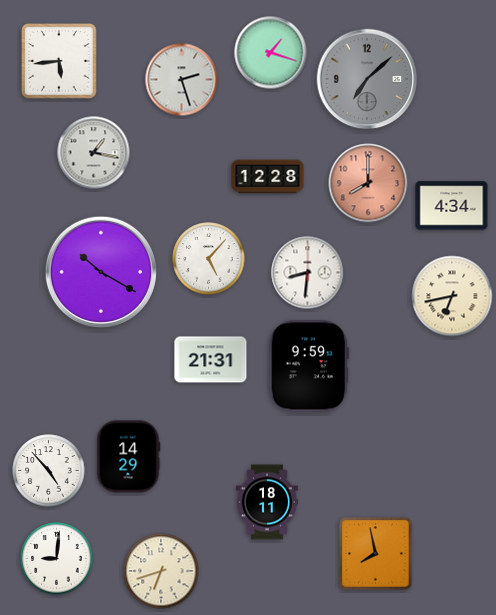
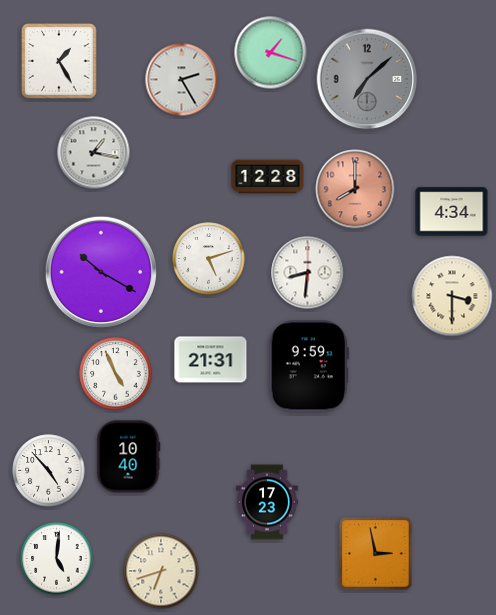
clock at (59, 61): 5:44 -> 1:25
clock at (182, 80): 2:27 -> 2:25
clock at (368, 183) position: (368, 183) -> (355, 189)
clock at (452, 206) position: (452, 206) -> (452, 212)
clock at (209, 259): 5:07 -> 5:12
clock at (452, 296): 6:43 -> 3:30
clock at (116, 374): none -> 4:56
clock at (128, 457): 14:29 -> 10:40
clock at (267, 502): 18:11 -> 17:23
clock at (376, 554): 7:58 -> 2:58
clock at (57, 559): 9:01 -> 5:01
